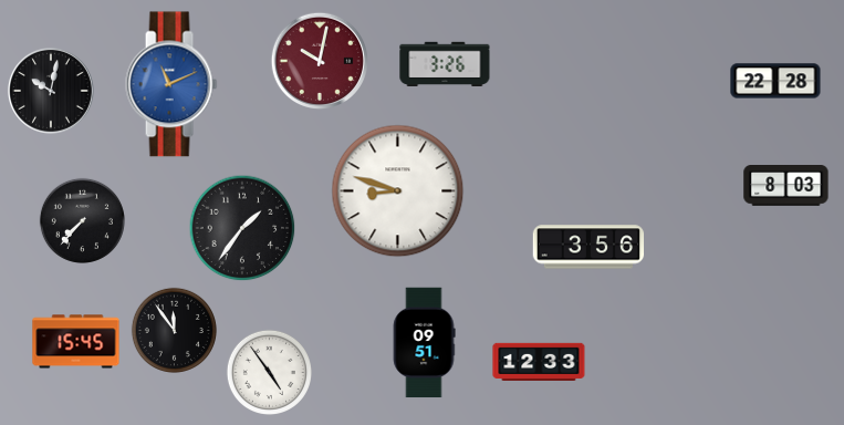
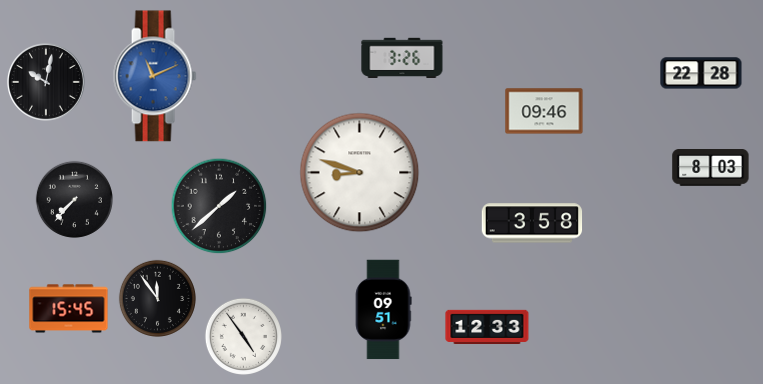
clock at (320, 61): 10:02 -> none
clock at (544, 111): none -> 09:46
clock at (242, 228): 1:36 -> 1:38
clock at (588, 247): 3:56 -> 3:58
